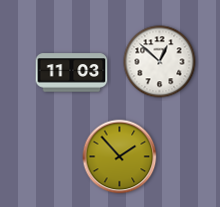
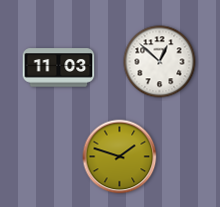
clock at (72, 73) position: (72, 73) -> (59, 68)
clock at (120, 157): 1:53 -> 1:48
